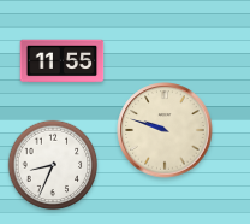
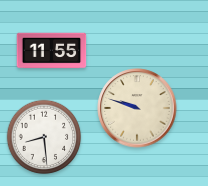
clock at (53, 165): 8:34 -> 8:29
